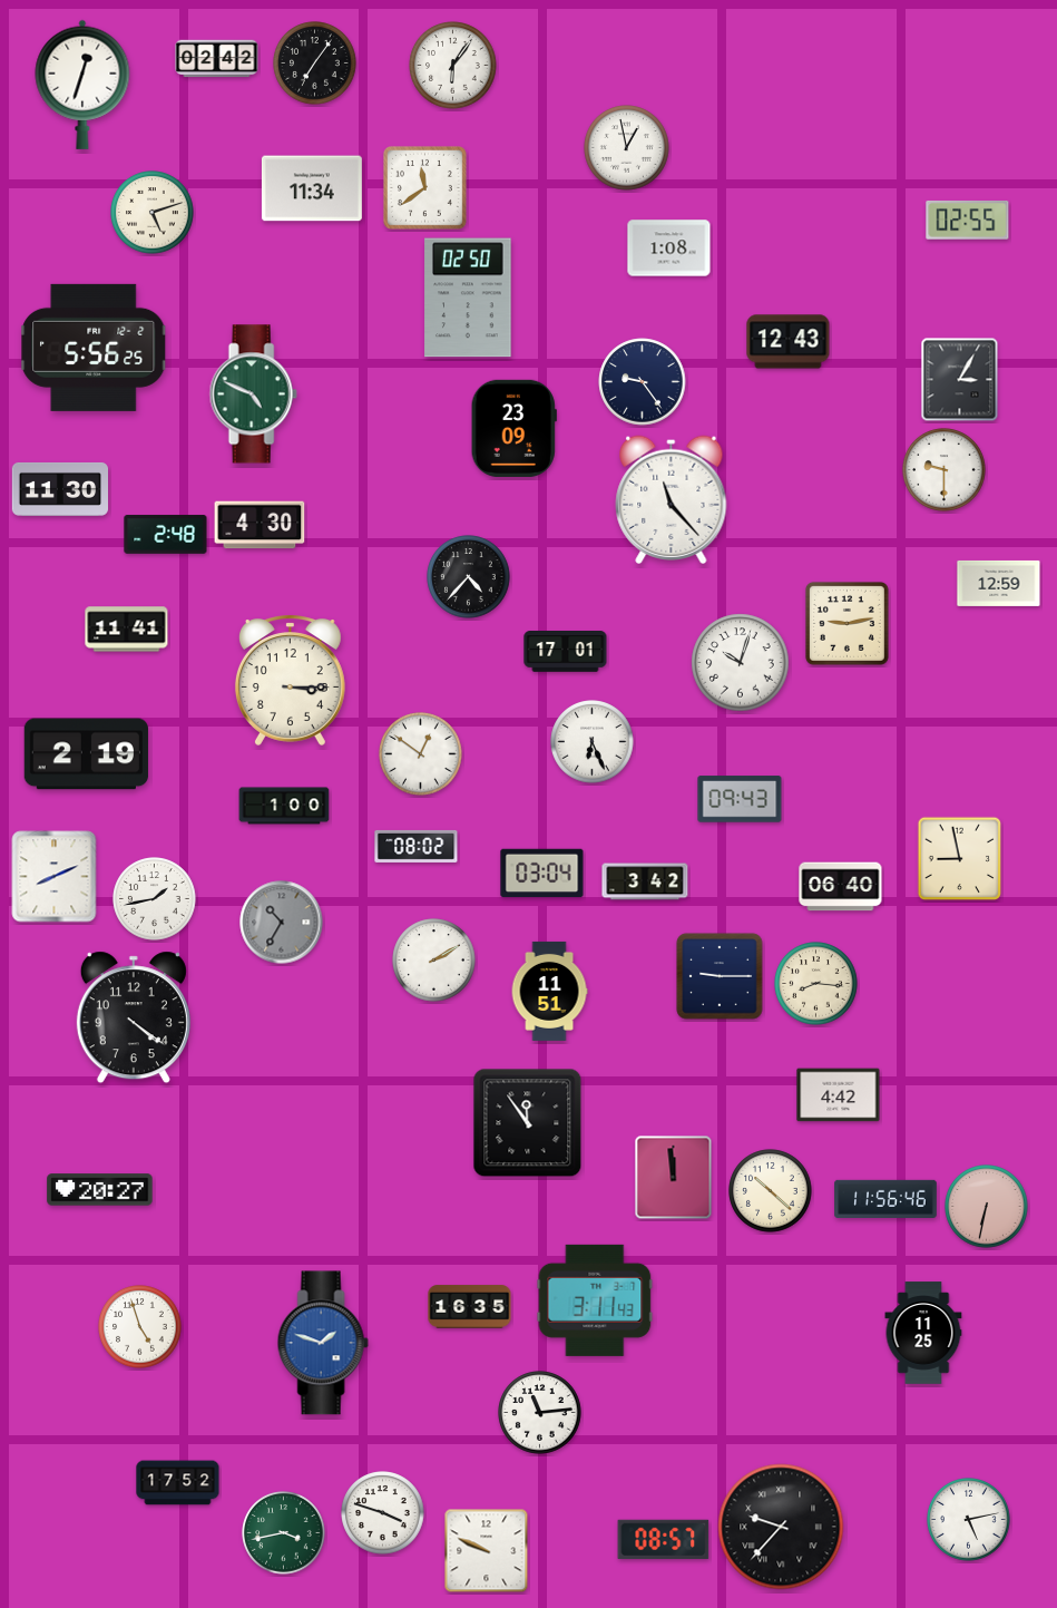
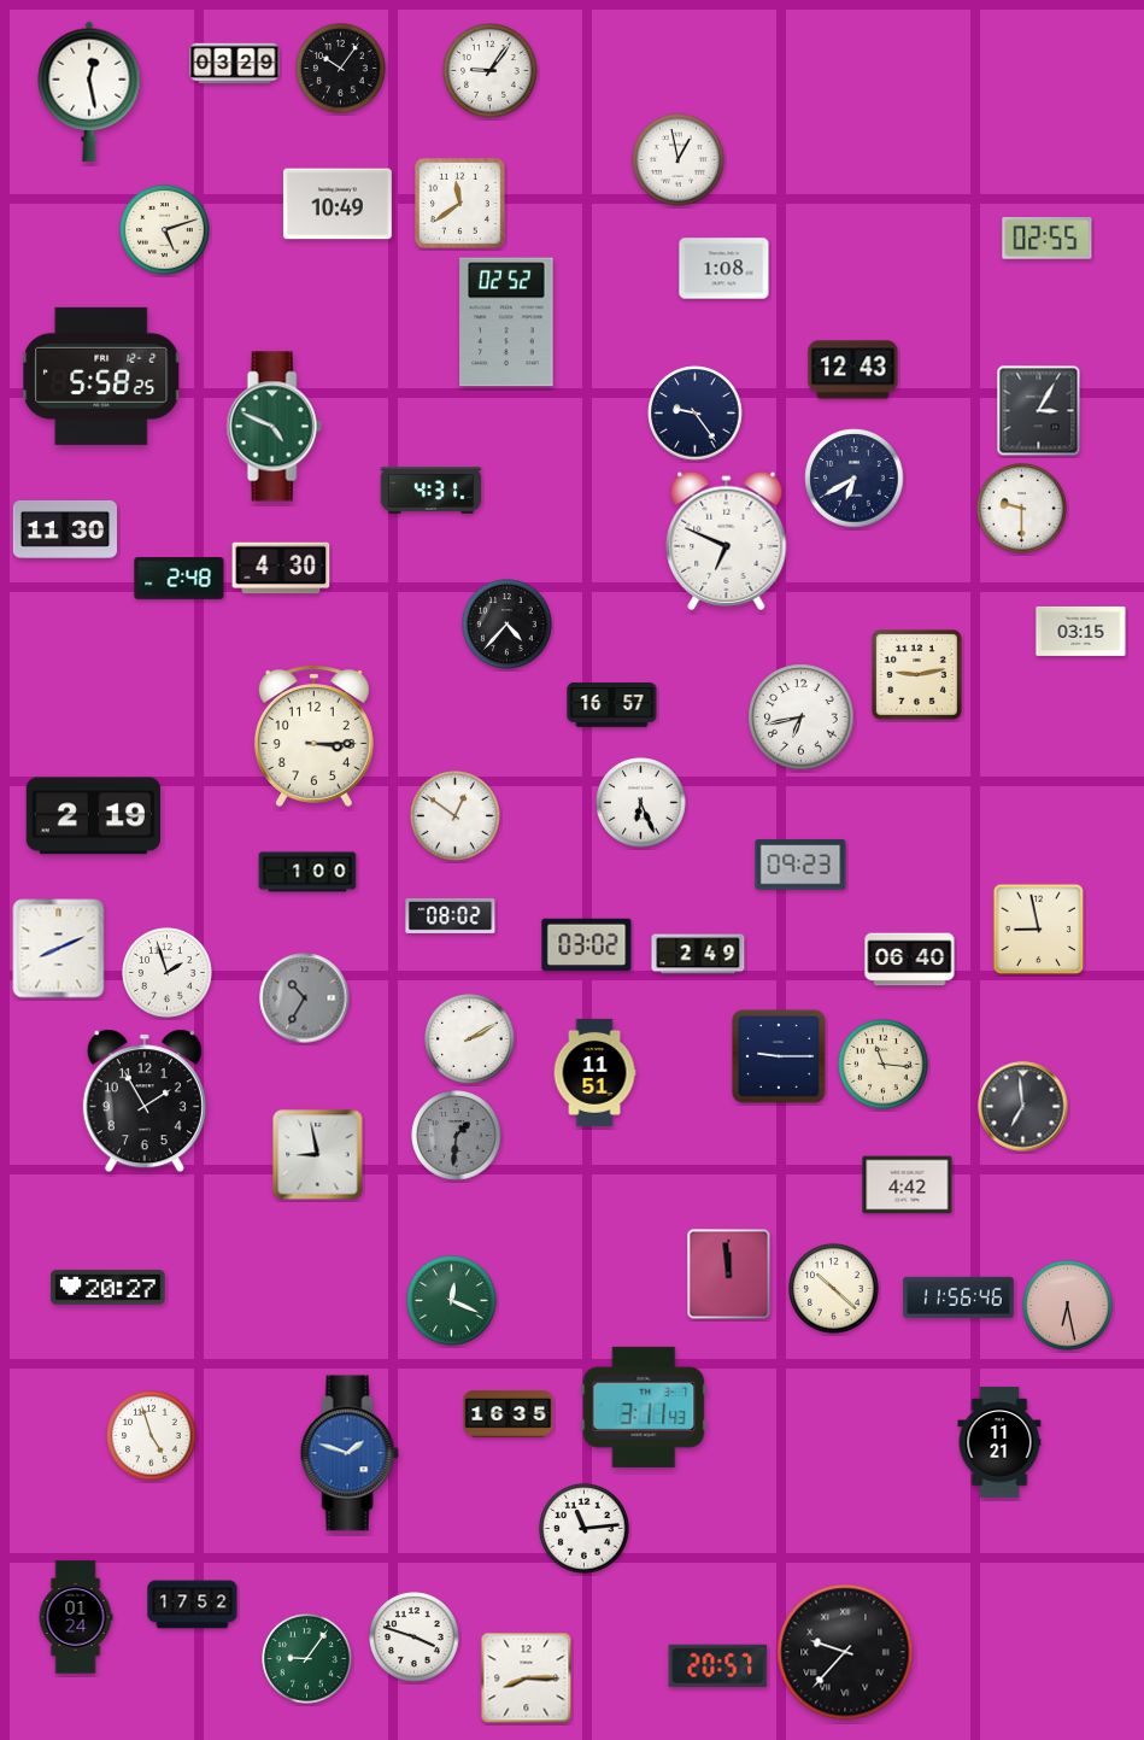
clock at (217, 59): 02:42 -> 03:29
clock at (315, 64): 7:06 -> 10:06
clock at (453, 66): 6:06 -> 9:06
clock at (82, 85): 12:33 -> 12:28
clock at (312, 188): 11:34 -> 10:49
clock at (468, 298): 02:50 -> 02:52
clock at (94, 348): 5:56 -> 5:58
clock at (513, 428): 23:09 -> none
clock at (855, 479): none -> 6:40
clock at (432, 491): none -> 4:31
clock at (672, 499): 11:23 -> 6:49
clock at (999, 583): 12:59 -> 03:15
clock at (127, 630): 11:41 -> none
clock at (566, 652): 17:01 -> 16:57
clock at (741, 663): 10:03 -> 6:43
clock at (740, 799): 09:43 -> 09:23
clock at (542, 874): 03:04 -> 03:02
clock at (645, 881): 3:42 -> 2:49
clock at (155, 899): 1:43 -> 1:57
clock at (816, 984): 8:16 -> 11:16
clock at (134, 1017): 4:21 -> 1:55
clock at (1023, 1107): none -> 6:59
clock at (457, 1136): none -> 1:31
clock at (318, 1155): none -> 8:58
clock at (528, 1123): 11:54 -> none
clock at (452, 1301): none -> 12:19
clock at (987, 1207): 6:32 -> 6:28
clock at (923, 1333): 11:25 -> 11:21
clock at (76, 1617): none -> 01:24
clock at (969, 1520): 5:13 -> none
clock at (284, 1533): 3:43 -> 9:06
clock at (664, 1540): 08:57 -> 20:57
clock at (487, 1551): 9:49 -> 8:15
